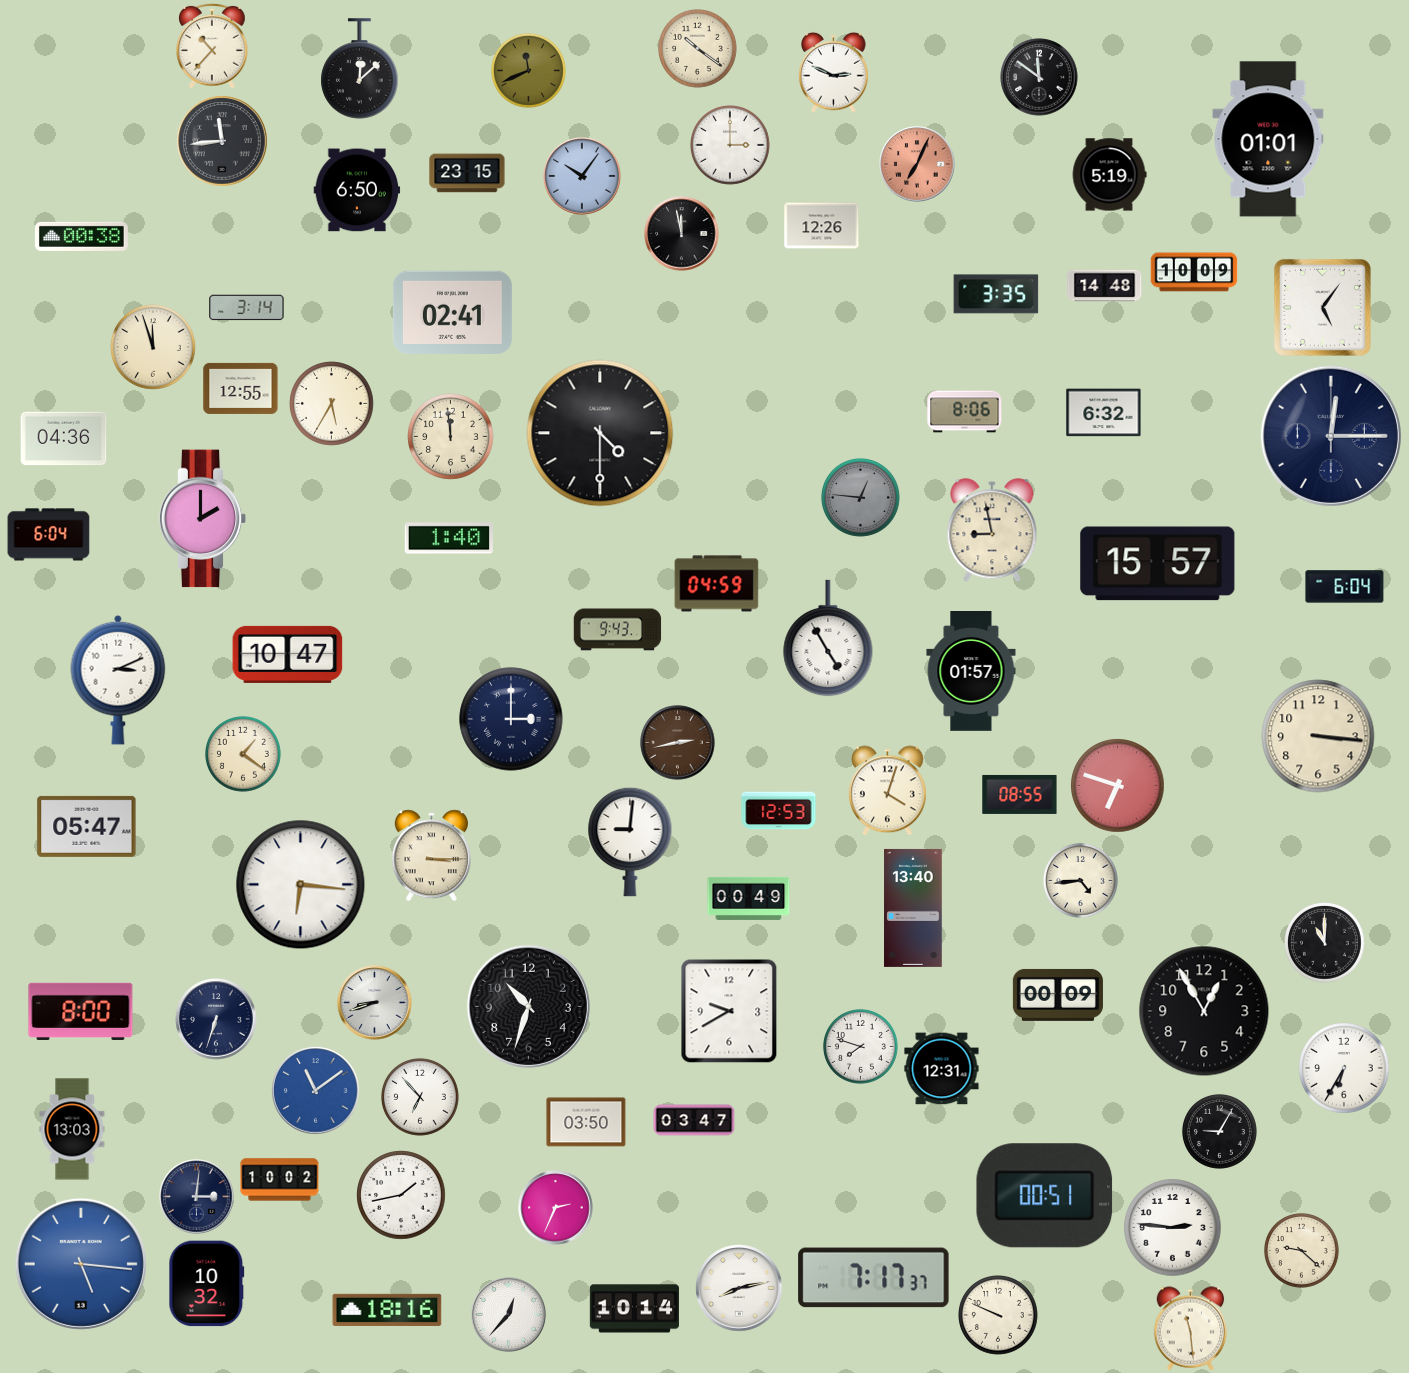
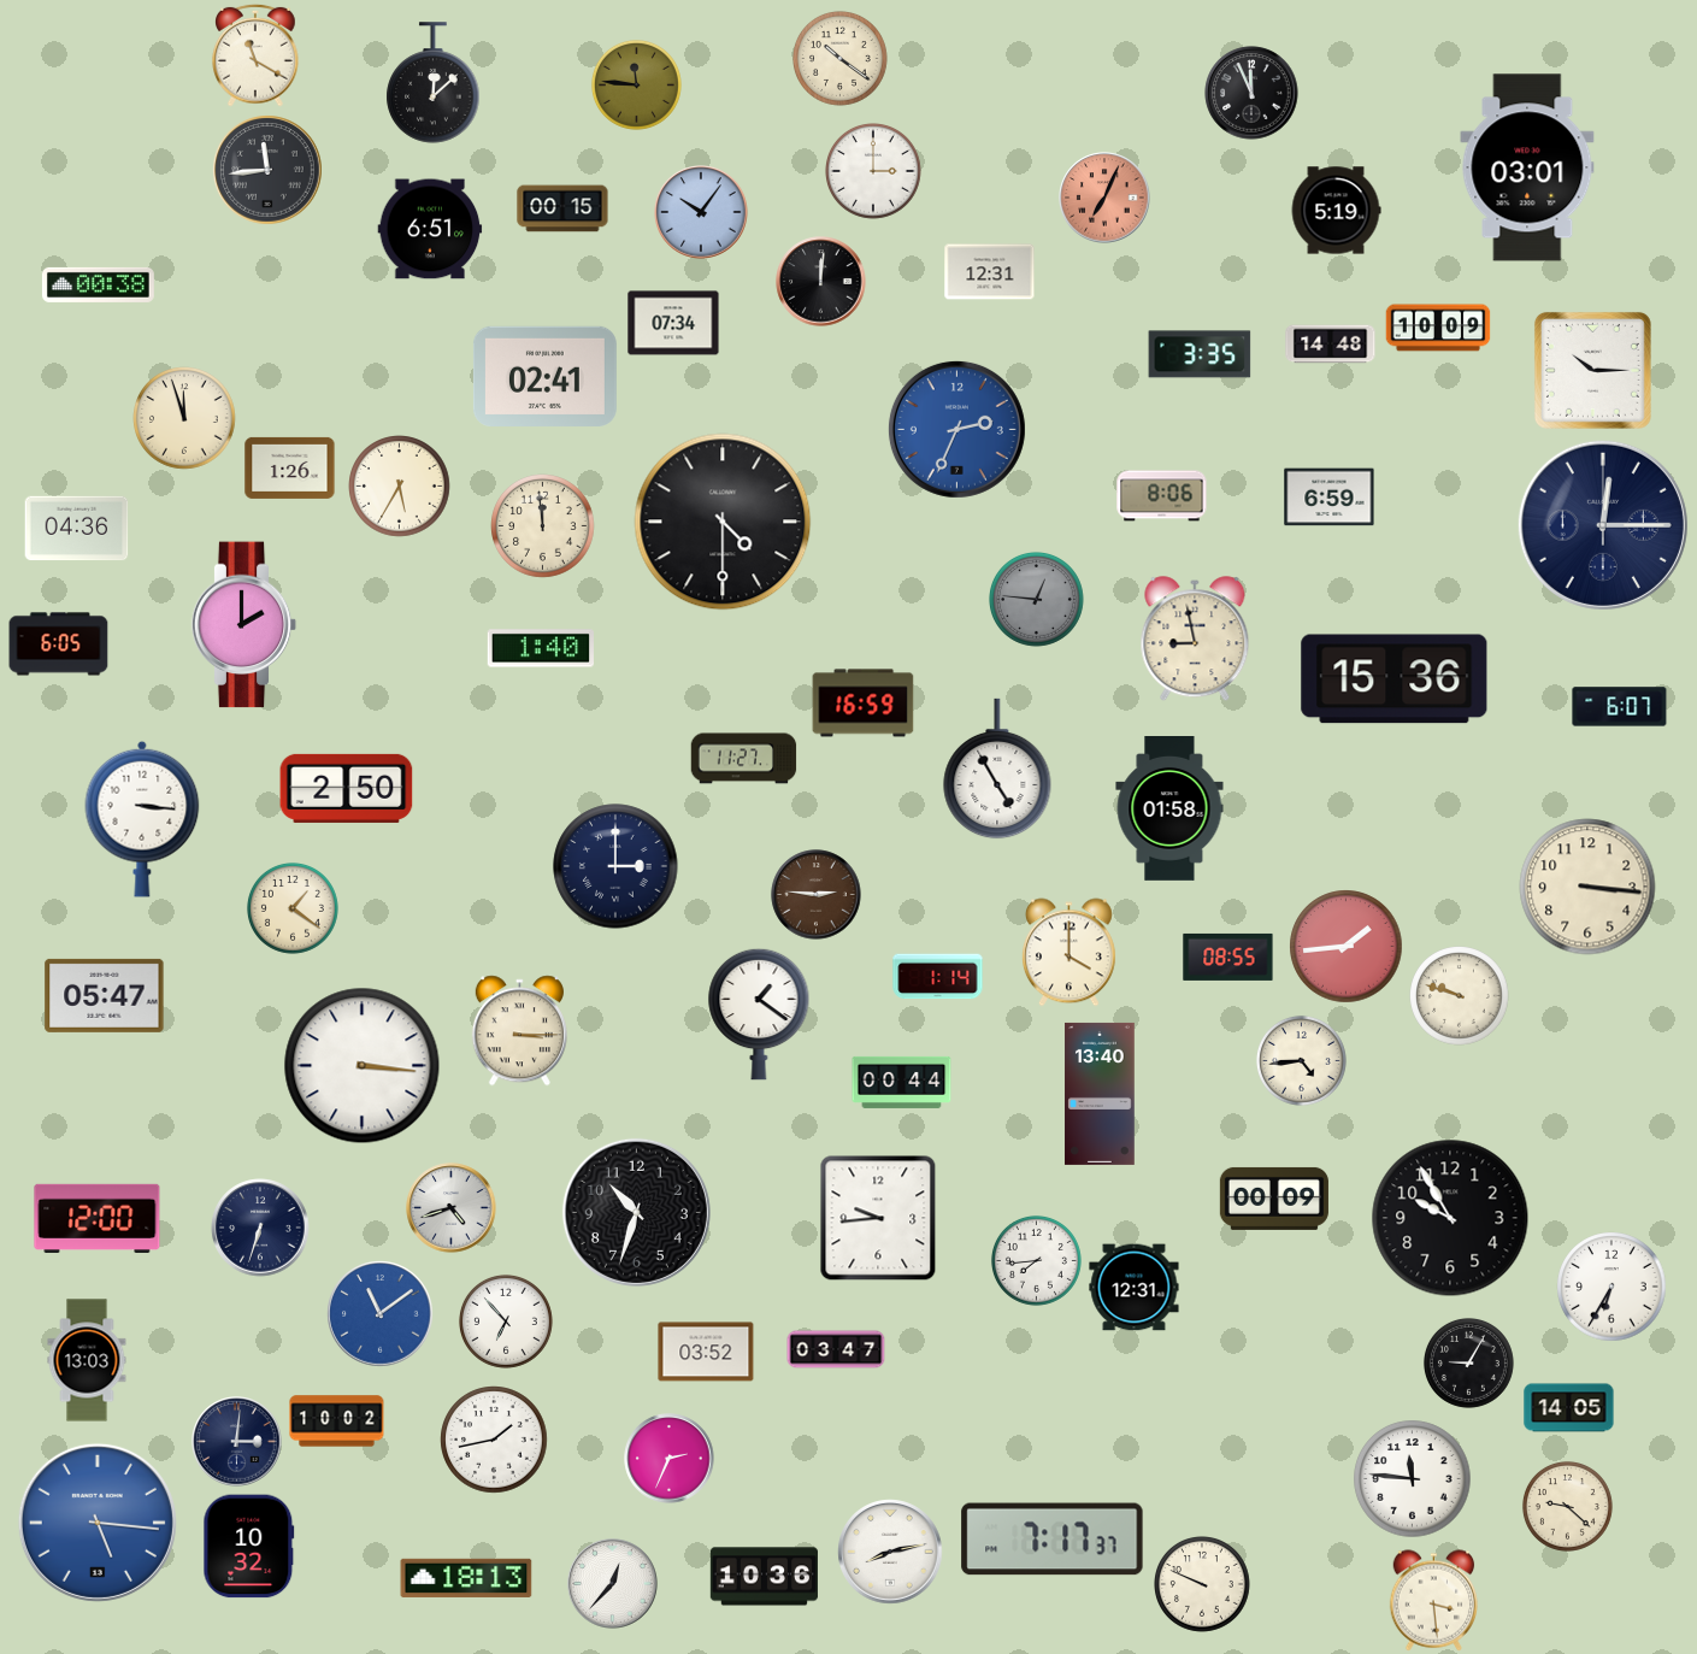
clock at (212, 46): 10:37 -> 11:20
clock at (528, 70): 11:41 -> 11:46
clock at (834, 72): 2:49 -> none
clock at (1039, 77): 11:51 -> 11:56
clock at (1268, 139): 01:01 -> 03:01
clock at (731, 146) position: (731, 146) -> (874, 172)
clock at (467, 173): 23:15 -> 00:15
clock at (357, 190): 6:50 -> 6:51
clock at (822, 226): 12:26 -> 12:31
clock at (682, 234): 11:58 -> 12:01
clock at (673, 323): none -> 07:34
clock at (1322, 307): 5:06 -> 10:15
clock at (247, 308): 3:14 -> none
clock at (956, 429): none -> 2:34
clock at (241, 388): 12:55 -> 1:26
clock at (1104, 413): 6:32 -> 6:59
clock at (49, 535): 6:04 -> 6:05
clock at (1158, 564): 15:57 -> 15:36
clock at (717, 584): 04:59 -> 16:59
clock at (1345, 587): 6:04 -> 6:07
clock at (618, 630): 9:43 -> 11:27
clock at (288, 654): 10:47 -> 2:50
clock at (971, 672): 01:57 -> 01:58
clock at (118, 680): 3:11 -> 3:16
clock at (678, 743): 2:43 -> 2:46
clock at (1118, 786): 6:48 -> 1:44
clock at (887, 791): 4:03 -> 4:00
clock at (779, 811): 12:53 -> 1:14
clock at (1460, 996): none -> 9:48
clock at (630, 842): 9:01 -> 1:21
clock at (301, 885): 6:16 -> 3:16
clock at (749, 898): 00:49 -> 00:44
clock at (1325, 943): 11:00 -> none
clock at (375, 1003): 8:42 -> 4:42
clock at (81, 1011): 8:00 -> 12:00
clock at (729, 1011): 9:40 -> 9:44
clock at (1204, 1011): 12:55 -> 9:55
clock at (860, 1046): 7:48 -> 7:44
clock at (1344, 1068) position: (1344, 1068) -> (1611, 1287)
clock at (586, 1122): 03:50 -> 03:52
clock at (1569, 1408): none -> 14:05
clock at (401, 1195) position: (401, 1195) -> (494, 1440)
clock at (1045, 1196): 00:51 -> none
clock at (556, 1208) position: (556, 1208) -> (670, 1459)
clock at (1173, 1228): 2:46 -> 11:46
clock at (634, 1309): 10:14 -> 10:36
clock at (387, 1310): 18:16 -> 18:13
clock at (1191, 1329): 11:29 -> 3:29
